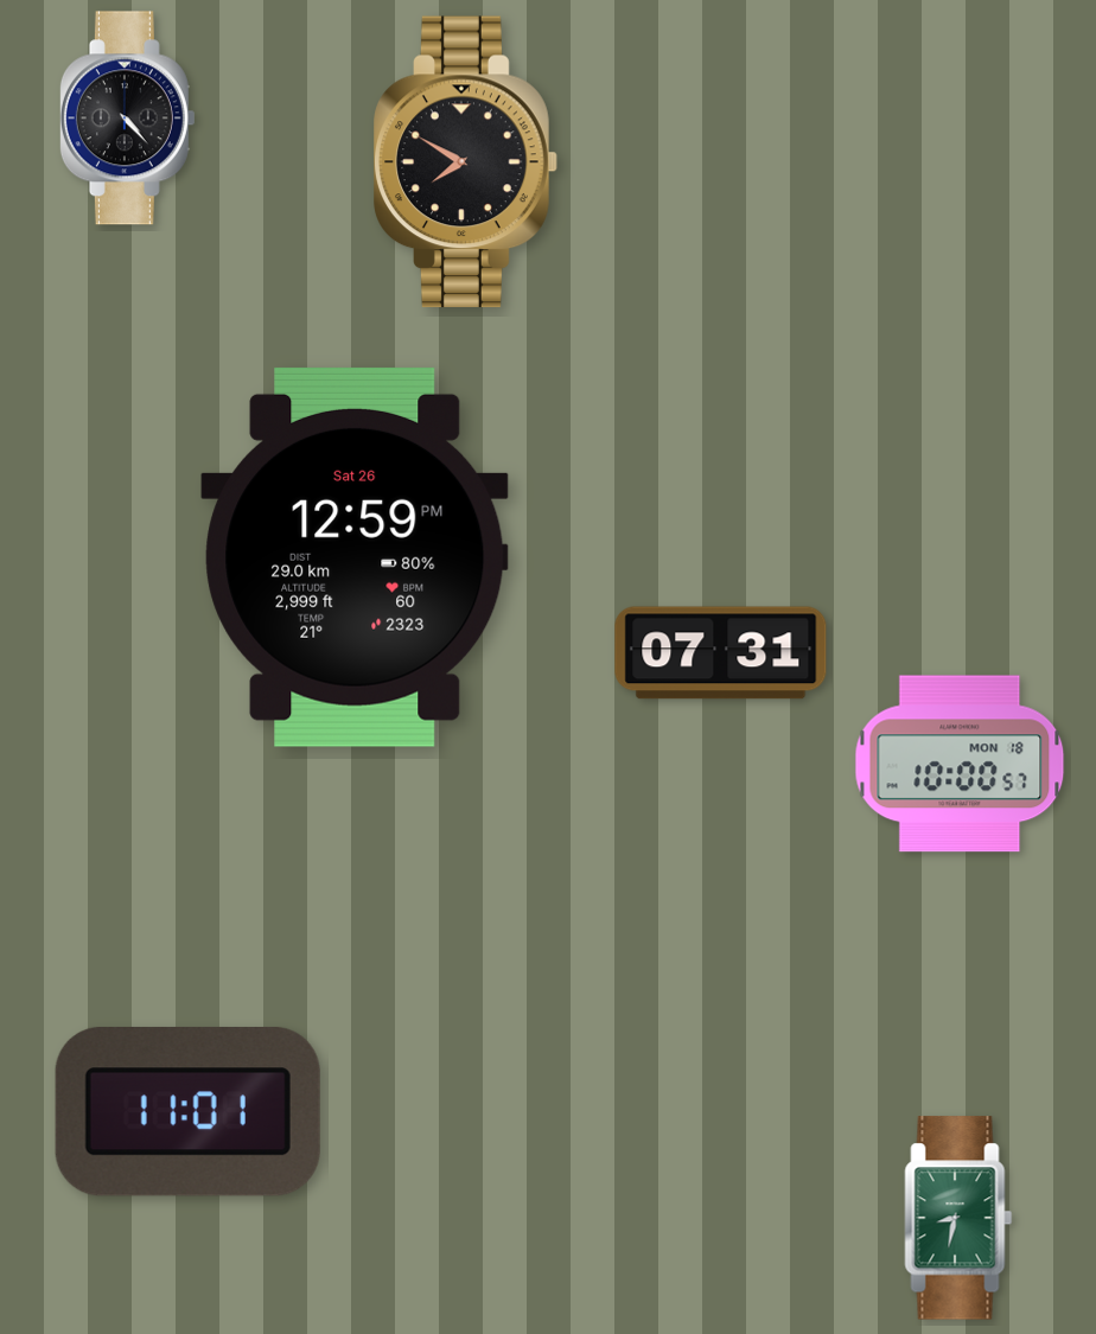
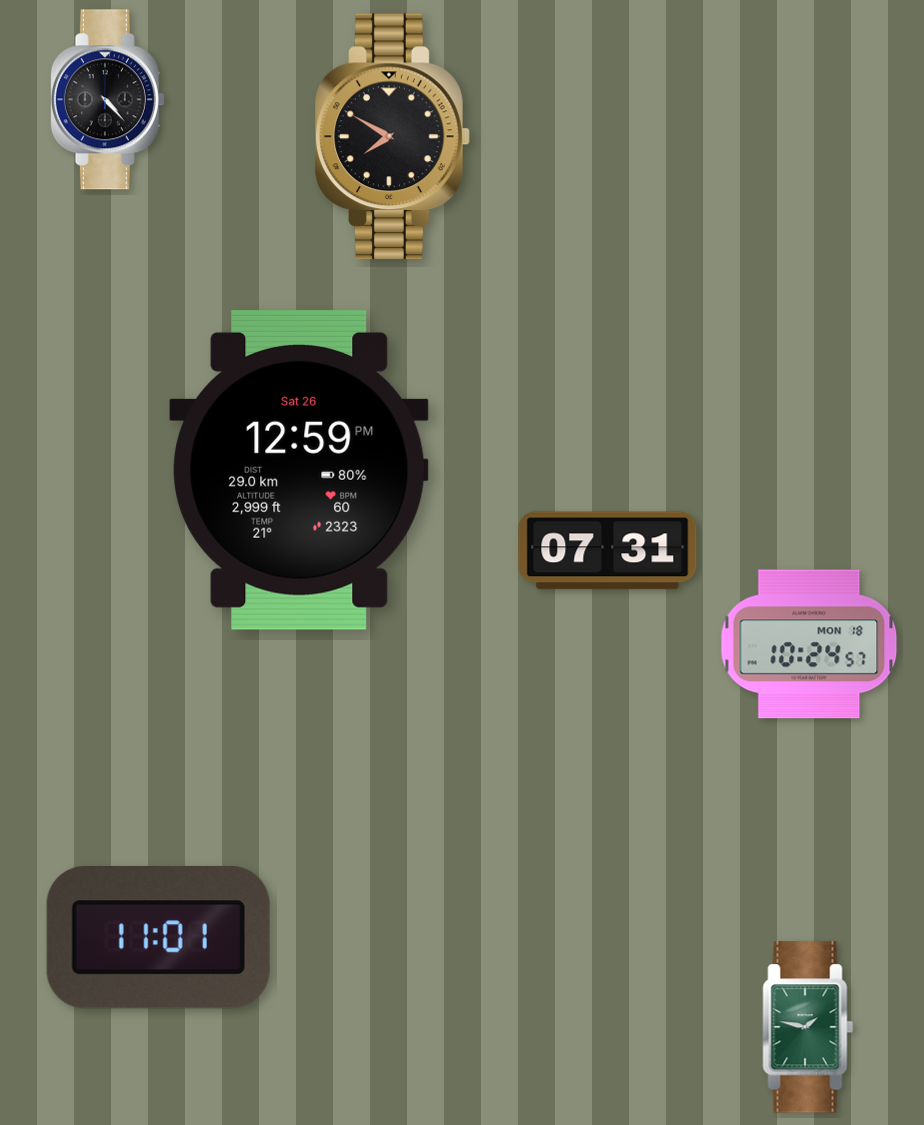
clock at (960, 764): 10:00 -> 10:24
clock at (958, 1218): 8:32 -> 1:47
